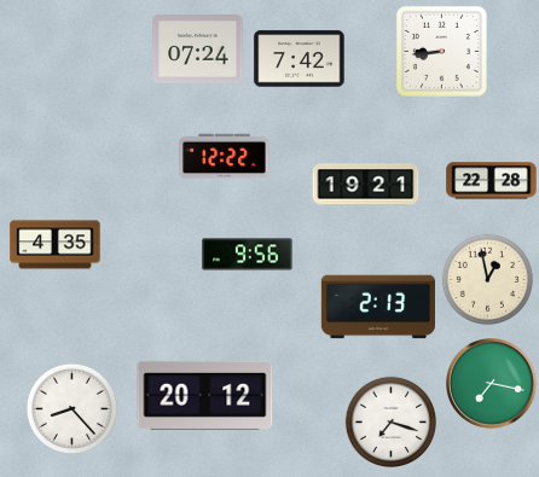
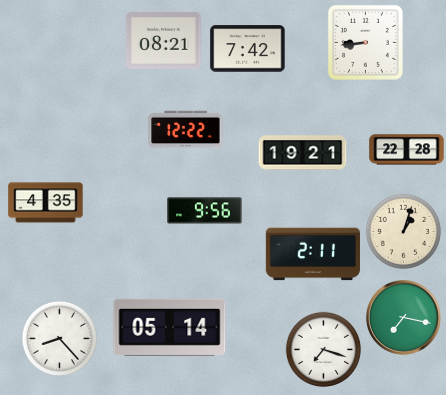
clock at (198, 50): 07:24 -> 08:21
clock at (487, 279): 12:58 -> 1:03
clock at (378, 307): 2:13 -> 2:11
clock at (492, 384) position: (492, 384) -> (404, 318)
clock at (205, 395): 20:12 -> 05:14
